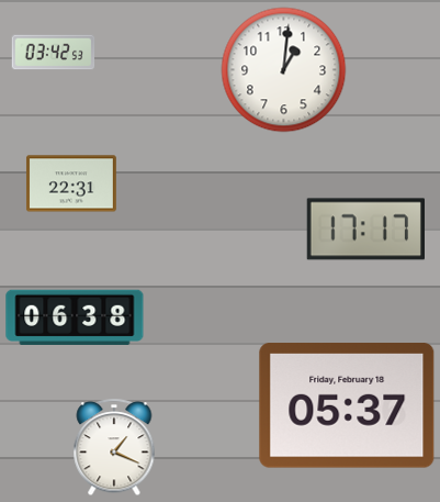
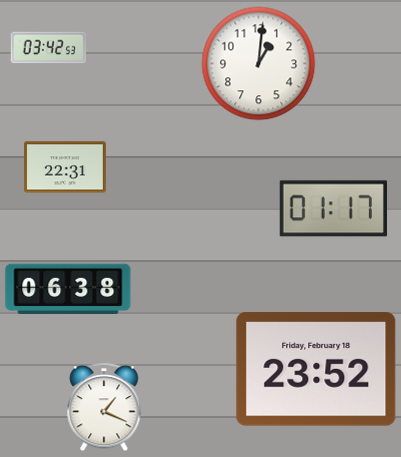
clock at (365, 230): 17:17 -> 01:17
clock at (347, 405): 05:37 -> 23:52
